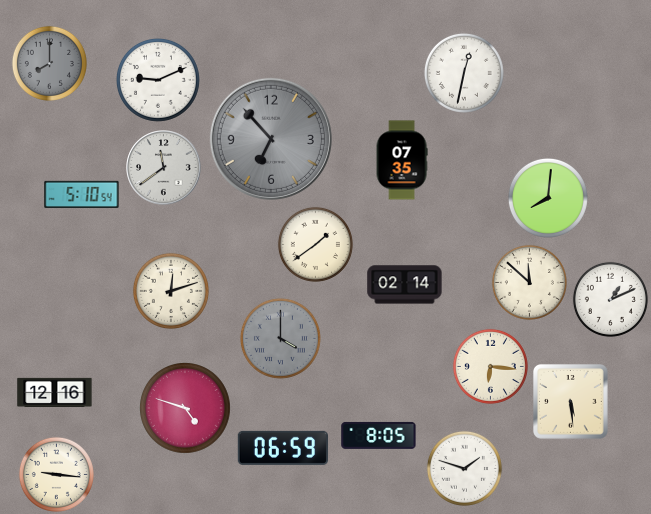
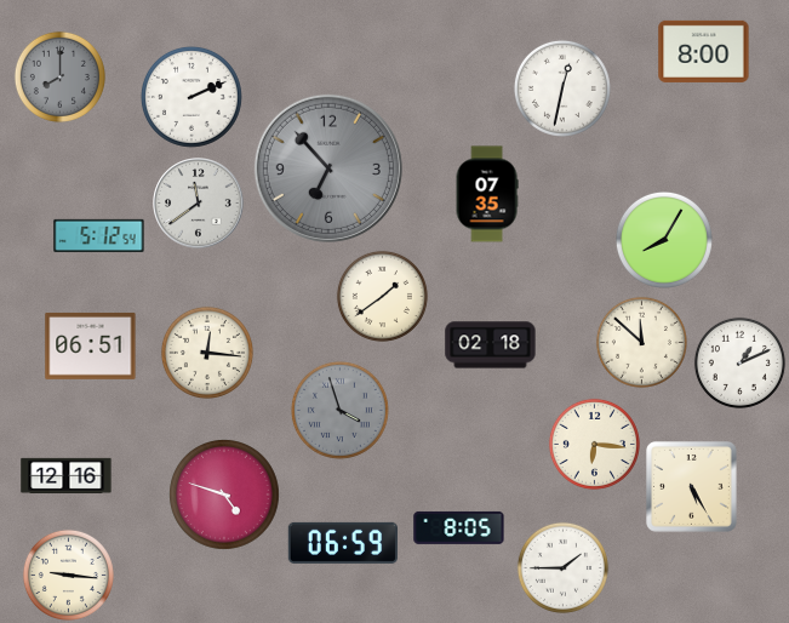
clock at (704, 51): none -> 8:00
clock at (158, 80): 9:11 -> 2:11
clock at (82, 194): 5:10 -> 5:12
clock at (548, 198): 8:01 -> 8:05
clock at (91, 345): none -> 06:51
clock at (405, 285): 02:14 -> 02:18
clock at (171, 291): 12:12 -> 12:16
clock at (280, 338): 4:00 -> 3:57
clock at (571, 402): 5:29 -> 5:25
clock at (464, 468): 1:48 -> 1:45
